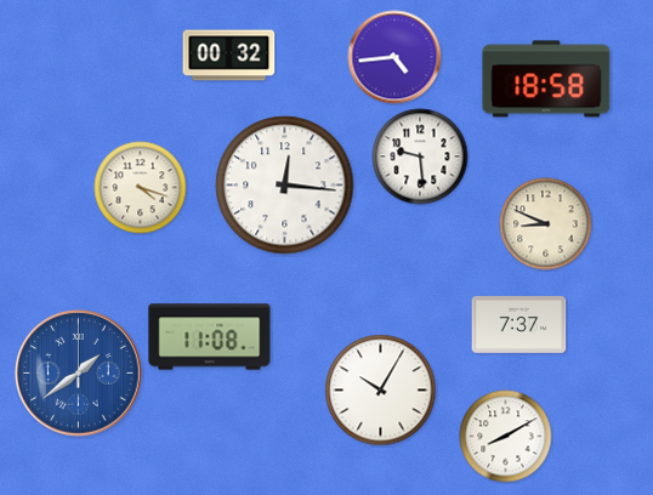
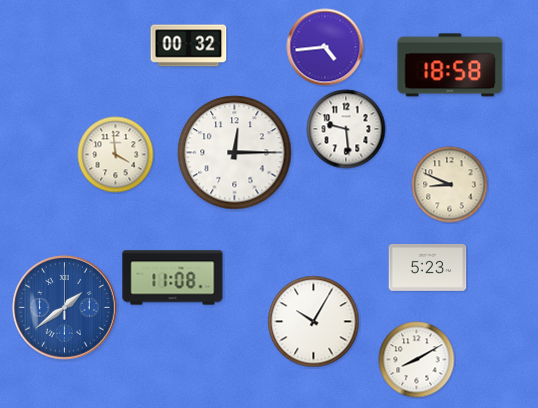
clock at (285, 186): 12:16 -> 12:15
clock at (141, 188): 4:18 -> 3:59
clock at (519, 324): 7:37 -> 5:23
